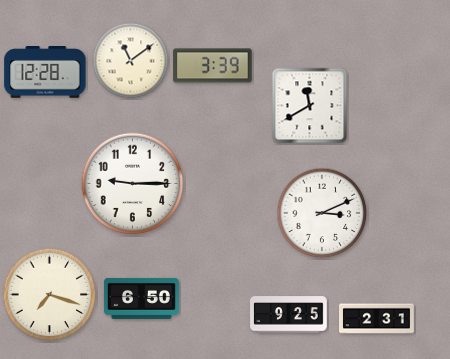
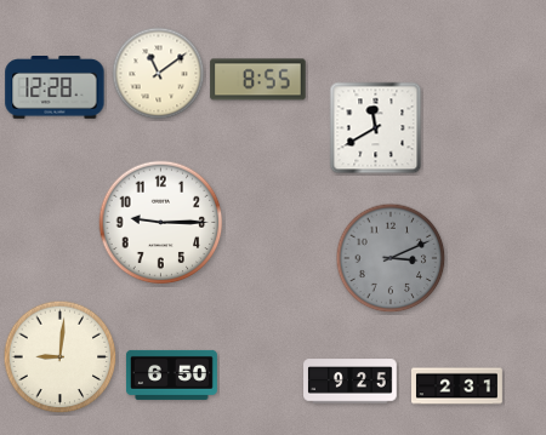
clock at (213, 66): 3:39 -> 8:55
clock at (322, 213) dial: white -> grey
clock at (50, 295): 7:18 -> 9:01
clock at (141, 298) position: (141, 298) -> (171, 374)
